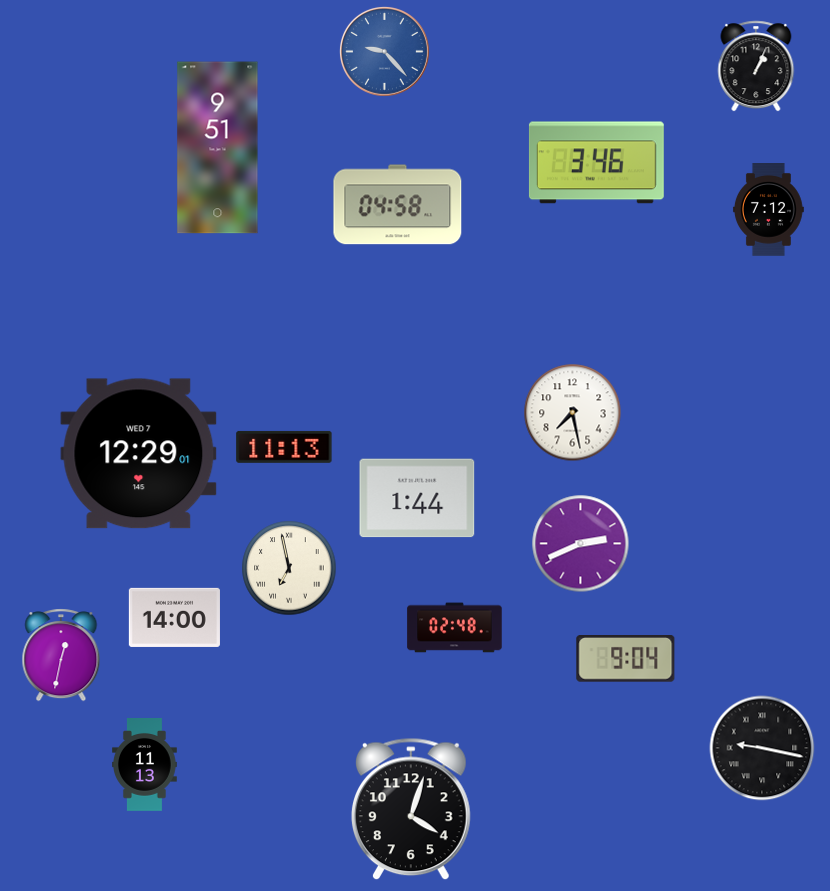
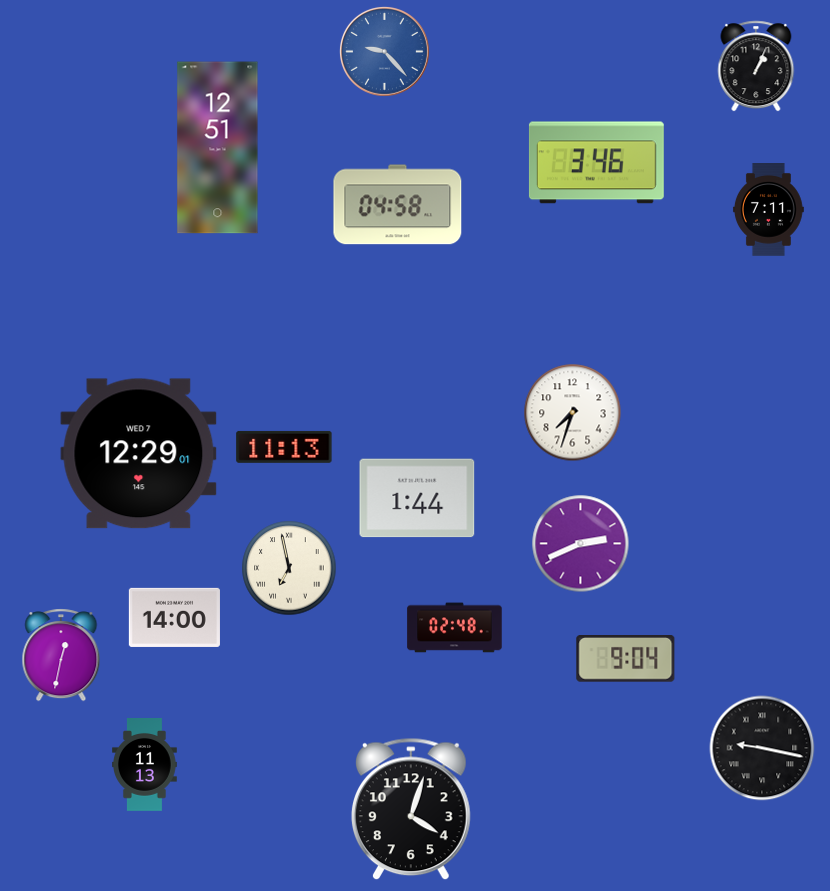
clock at (218, 148): 9:51 -> 12:51
clock at (768, 210): 7:12 -> 7:11
clock at (573, 413): 7:28 -> 7:33
